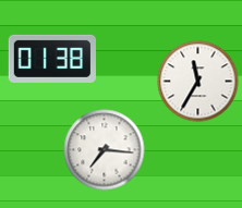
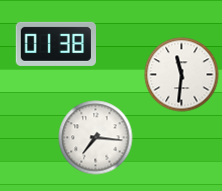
clock at (52, 59) position: (52, 59) -> (56, 44)
clock at (198, 82): 11:35 -> 11:31
